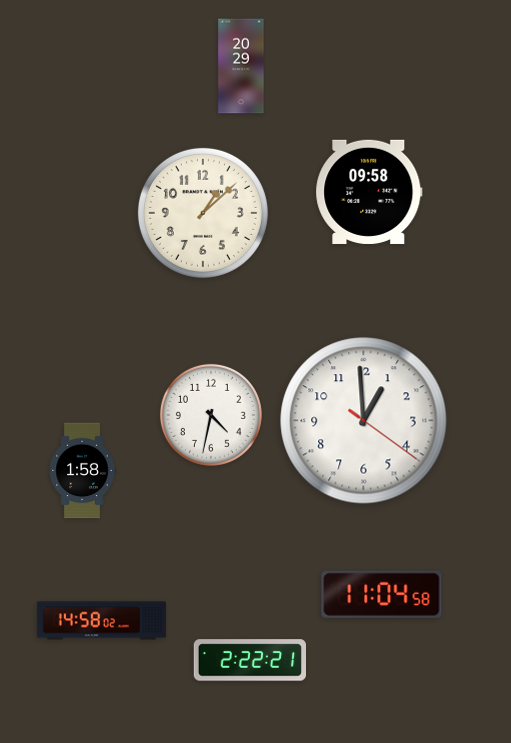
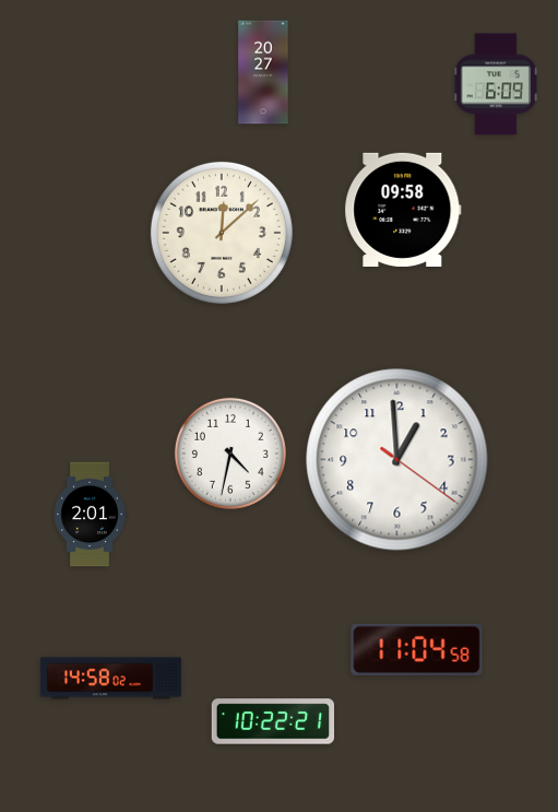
clock at (241, 66): 20:29 -> 20:27
clock at (496, 84): none -> 6:09
clock at (203, 213): 1:08 -> 12:08
clock at (82, 471): 1:58 -> 2:01
clock at (249, 660): 2:22 -> 10:22
